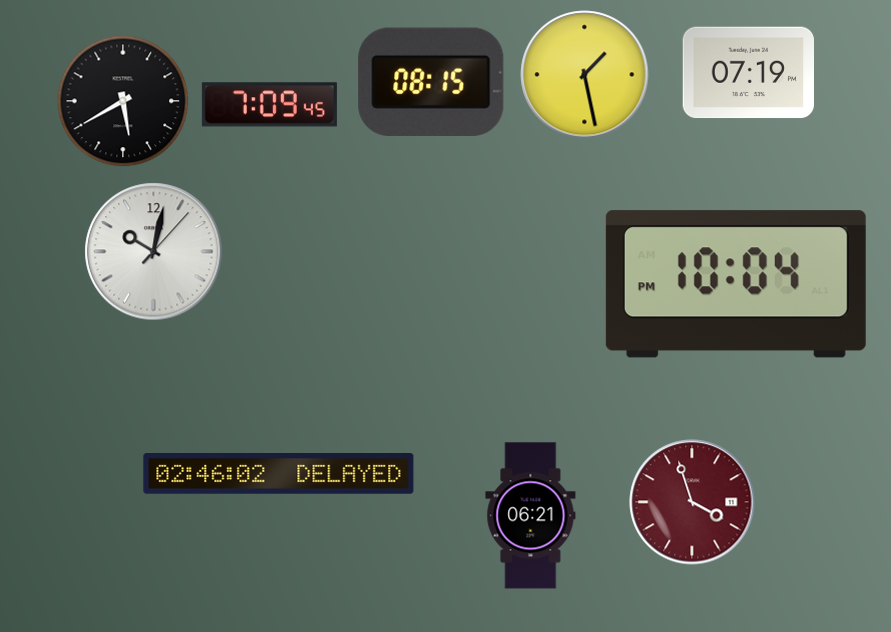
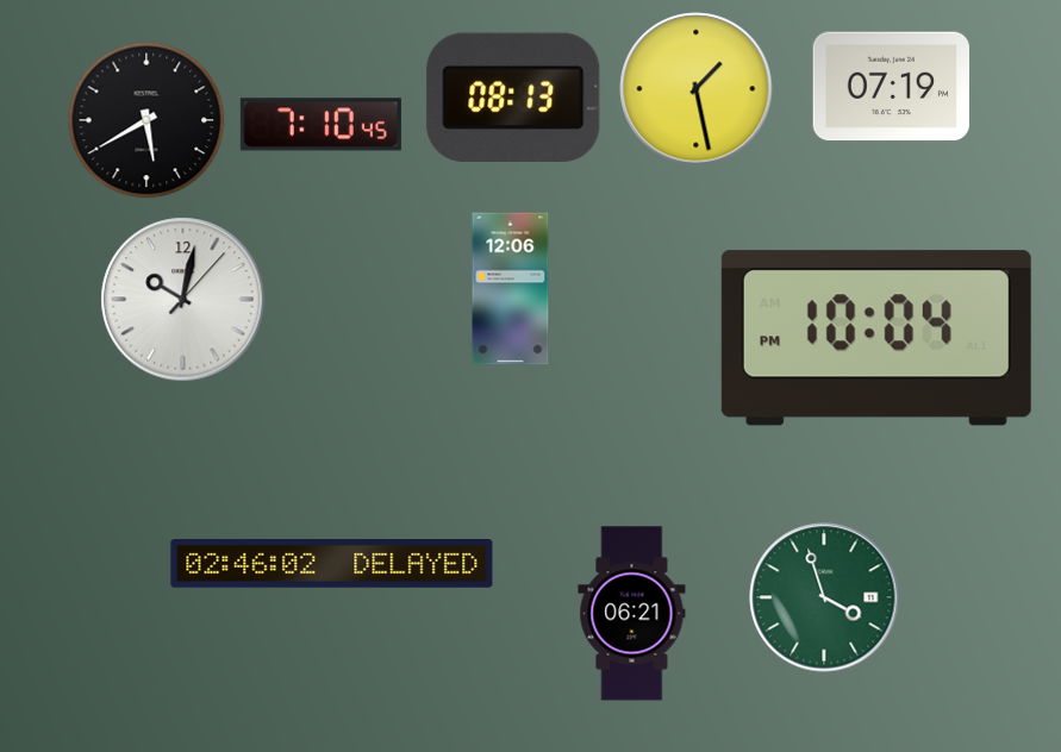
clock at (431, 82): 08:15 -> 08:13
clock at (269, 105): 7:09 -> 7:10
clock at (511, 289): none -> 12:06
clock at (692, 502) dial: burgundy -> green
